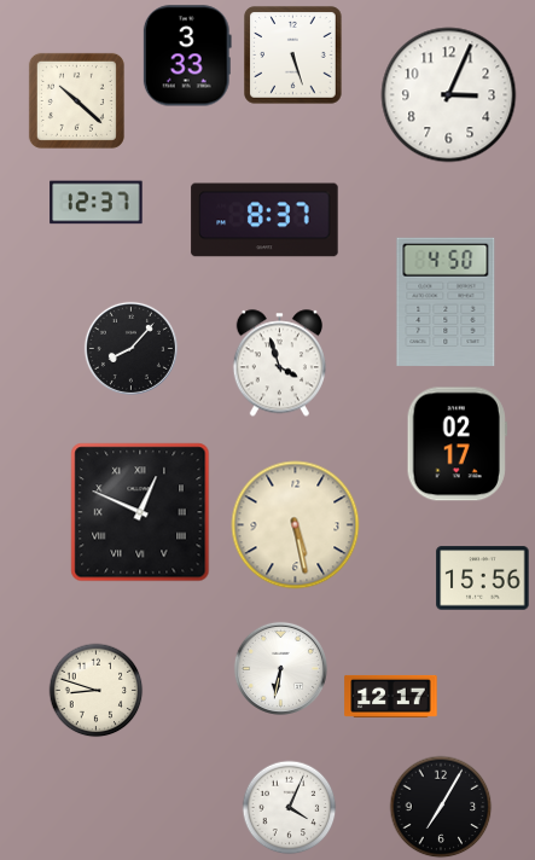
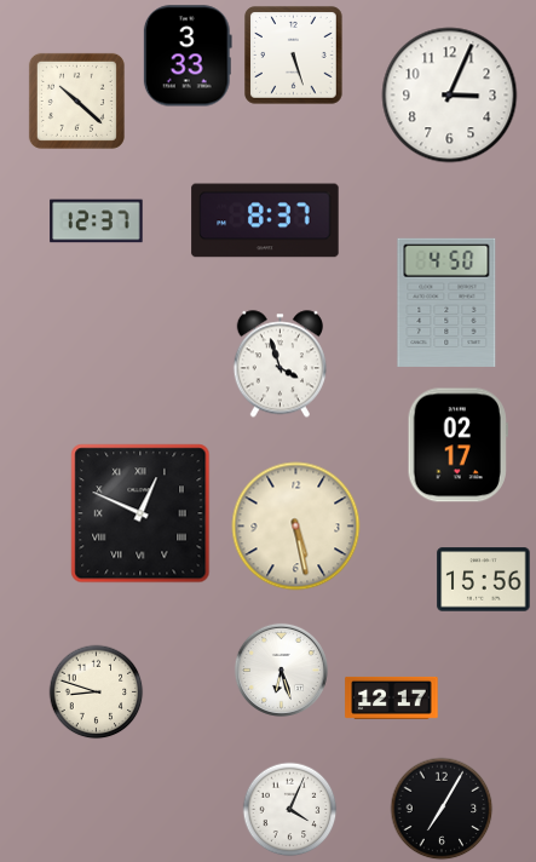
clock at (97, 203) position: (97, 203) -> (97, 222)
clock at (130, 348): 8:07 -> none
clock at (280, 668): 6:32 -> 6:27
